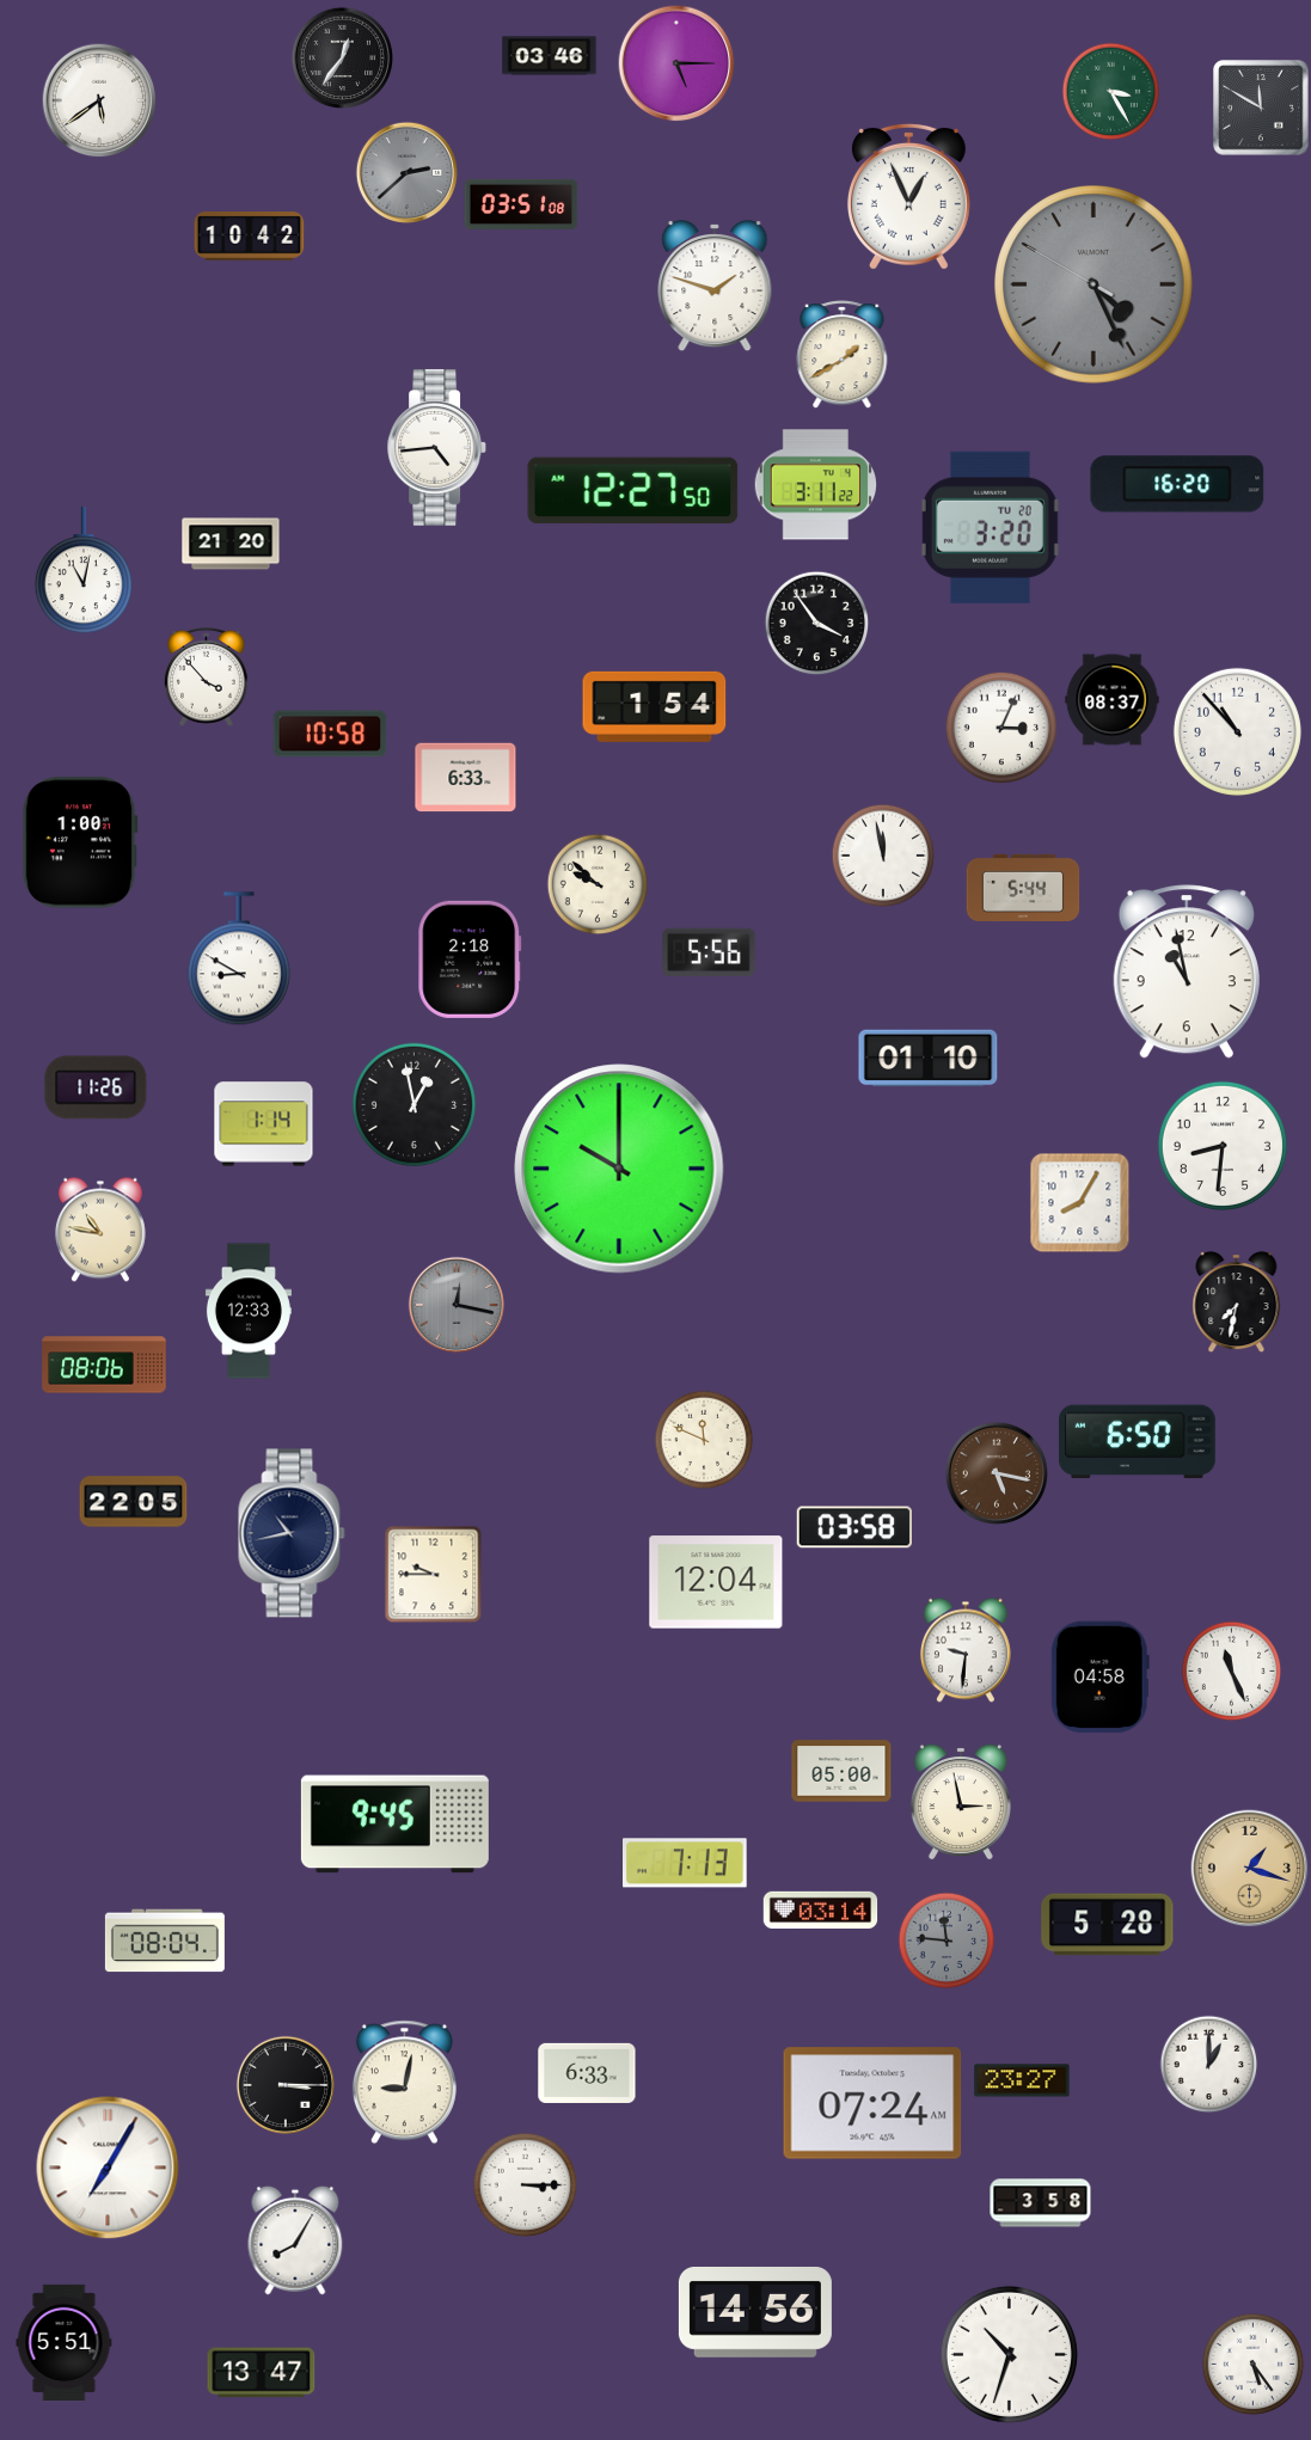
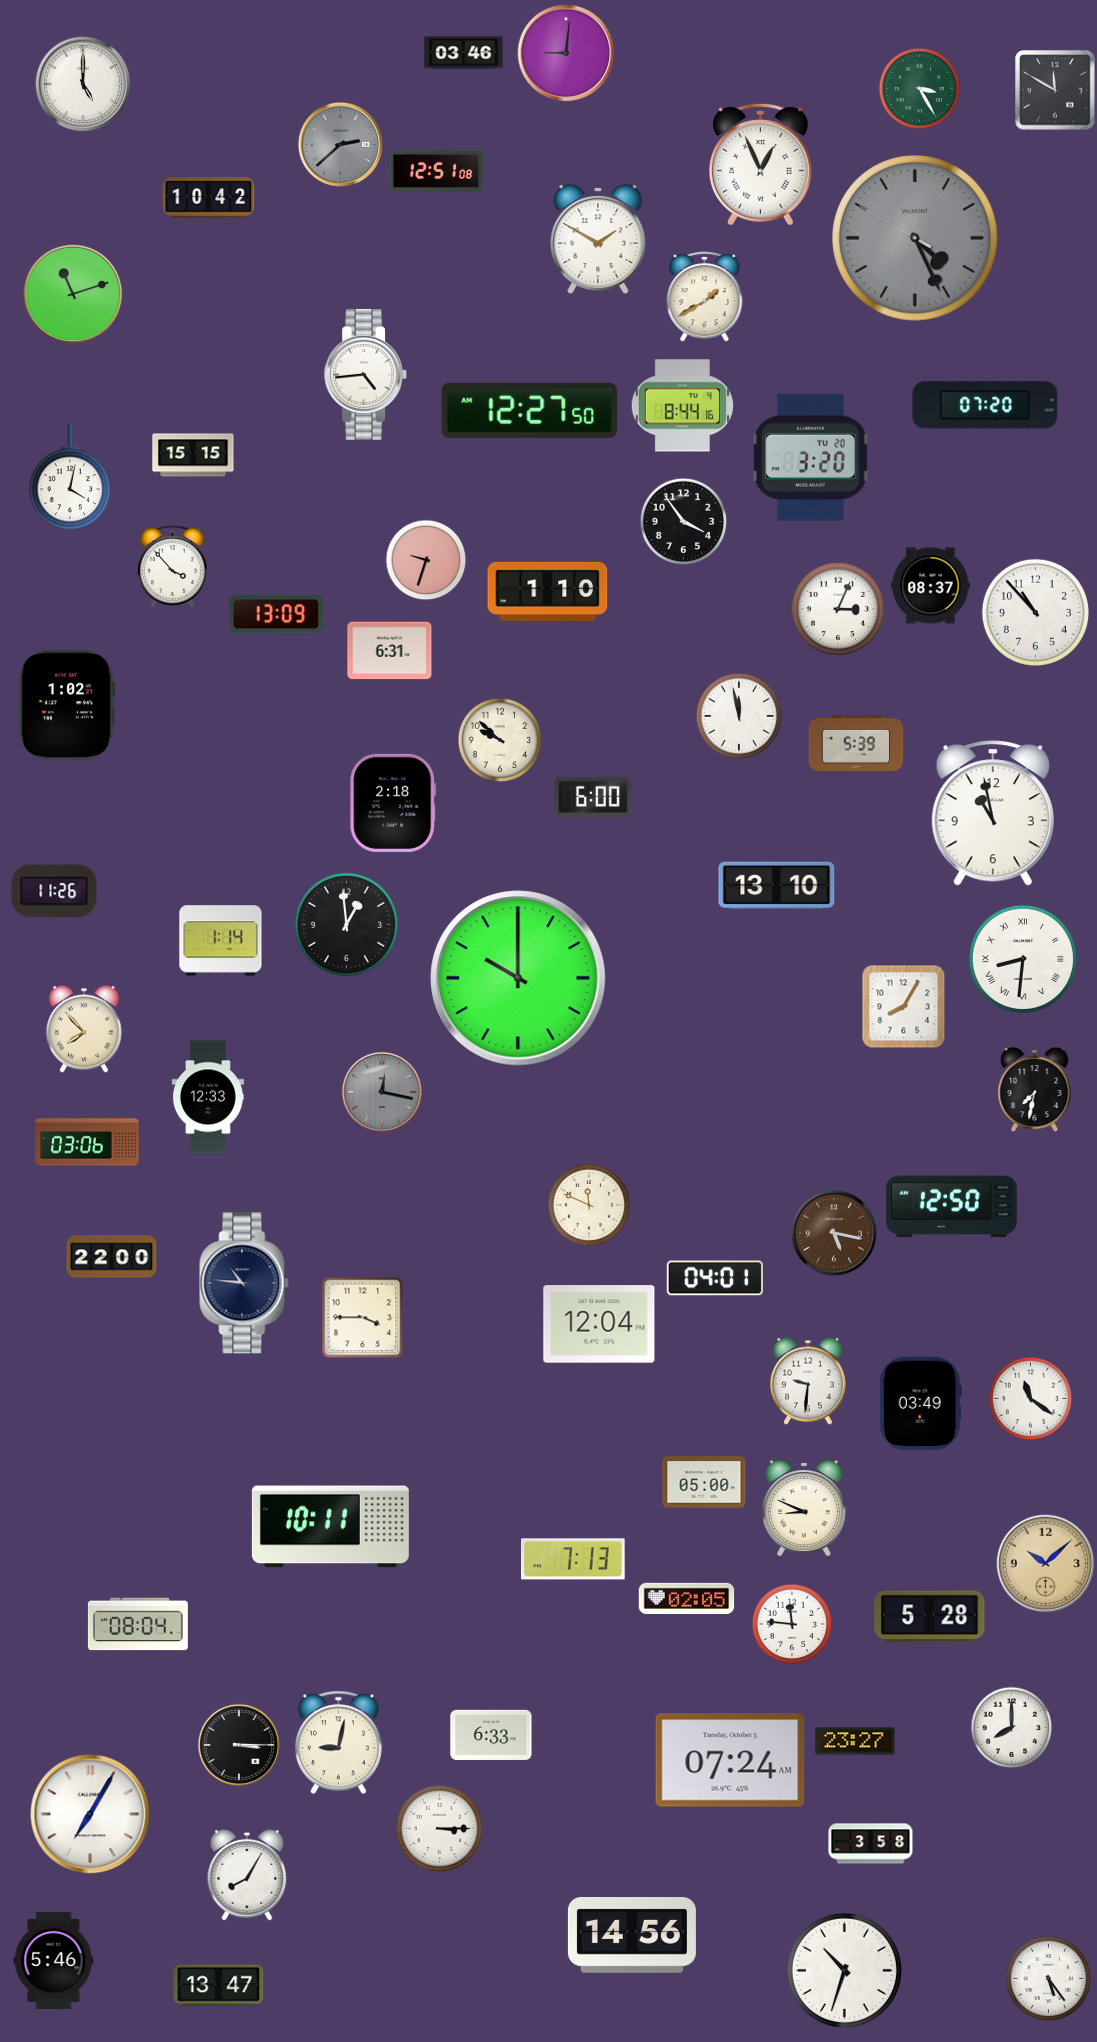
clock at (550, 56) position: (550, 56) -> (464, 53)
clock at (342, 57): 12:36 -> none
clock at (676, 63): 5:15 -> 9:01
clock at (1111, 92) position: (1111, 92) -> (920, 89)
clock at (99, 100): 5:39 -> 5:00
clock at (521, 203): 03:51 -> 12:51
clock at (715, 287): 1:48 -> 1:50
clock at (73, 294): none -> 11:12
clock at (1177, 484): 16:20 -> 07:20
clock at (815, 485): 3:11 -> 8:44
clock at (990, 527) position: (990, 527) -> (810, 457)
clock at (231, 544): 21:20 -> 15:15
clock at (84, 571): 11:02 -> 4:02
clock at (426, 560): none -> 9:33
clock at (655, 706): 1:54 -> 1:10
clock at (330, 734): 10:58 -> 13:09
clock at (466, 778): 6:33 -> 6:31
clock at (80, 842): 1:00 -> 1:02
clock at (1023, 888): 5:44 -> 5:39
clock at (709, 952): 5:56 -> 6:00
clock at (239, 960): 8:50 -> none
clock at (929, 1059): 01:10 -> 13:10
clock at (96, 1087) position: (96, 1087) -> (54, 891)
clock at (413, 1104): 12:58 -> 12:59
clock at (1223, 1146) numerals: Arabic -> Roman
clock at (100, 1230): 10:47 -> 7:53
clock at (104, 1365): 08:06 -> 03:06
clock at (1137, 1442): 6:50 -> 12:50
clock at (134, 1502): 22:05 -> 22:00
clock at (854, 1527): 03:58 -> 04:01
clock at (292, 1533): 10:43 -> 10:46
clock at (434, 1575): 9:45 -> 3:45
clock at (1232, 1672): 11:26 -> 11:21
clock at (1099, 1678): 04:58 -> 03:49
clock at (961, 1802): 2:58 -> 8:49
clock at (394, 1825): 9:45 -> 10:11
clock at (1250, 1869): 1:18 -> 10:08
clock at (821, 1909): 03:14 -> 02:05
clock at (1108, 1925) position: (1108, 1925) -> (930, 1617)
clock at (947, 1941) dial: grey -> white
clock at (1209, 2065): 1:00 -> 8:00
clock at (65, 2342): 5:51 -> 5:46
